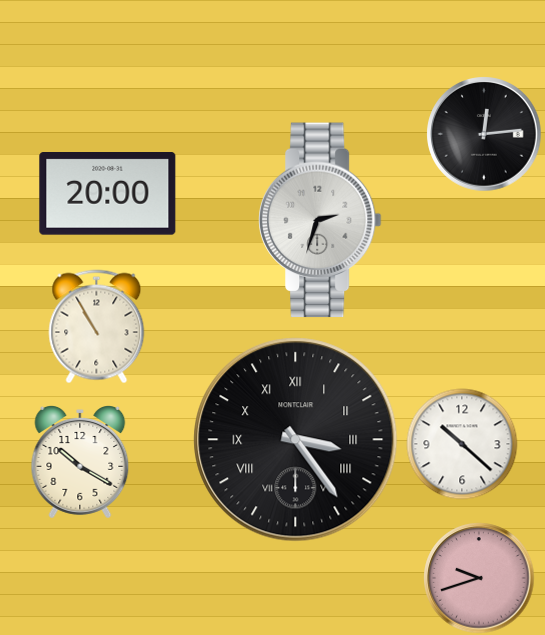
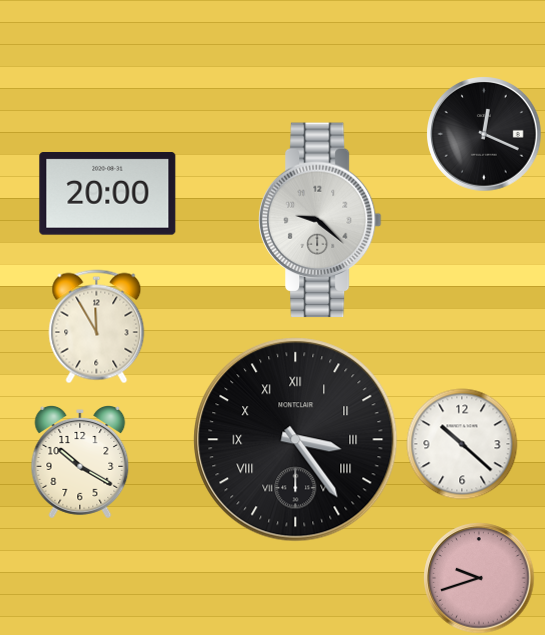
clock at (484, 134): 12:14 -> 12:19
clock at (321, 220): 2:33 -> 9:22
clock at (97, 327): 10:55 -> 11:55
